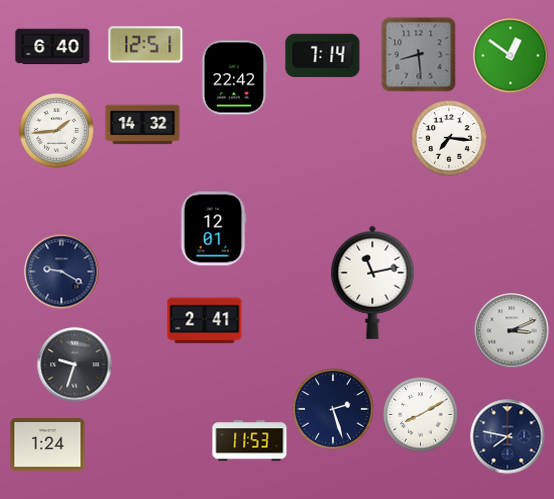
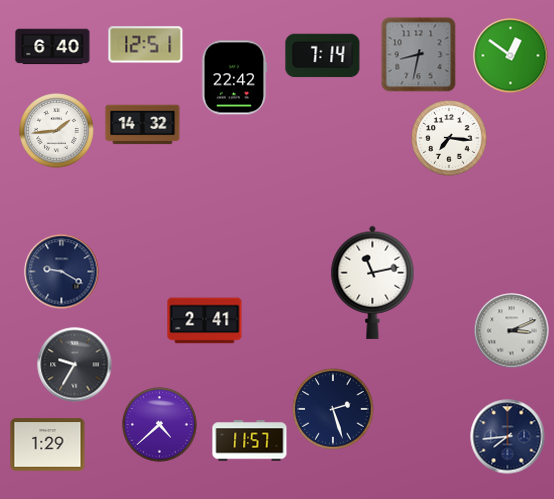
clock at (419, 55): 8:29 -> 8:32
clock at (213, 229): 12:01 -> none
clock at (75, 365): 9:33 -> 9:35
clock at (421, 415): 8:10 -> none
clock at (160, 425): none -> 4:38
clock at (508, 437): 7:47 -> 7:44
clock at (250, 441): 11:53 -> 11:57
clock at (48, 445): 1:24 -> 1:29
